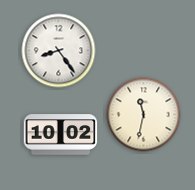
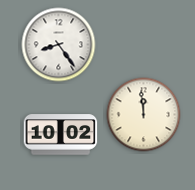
clock at (59, 51) position: (59, 51) -> (59, 45)
clock at (144, 115): 11:32 -> 11:59
